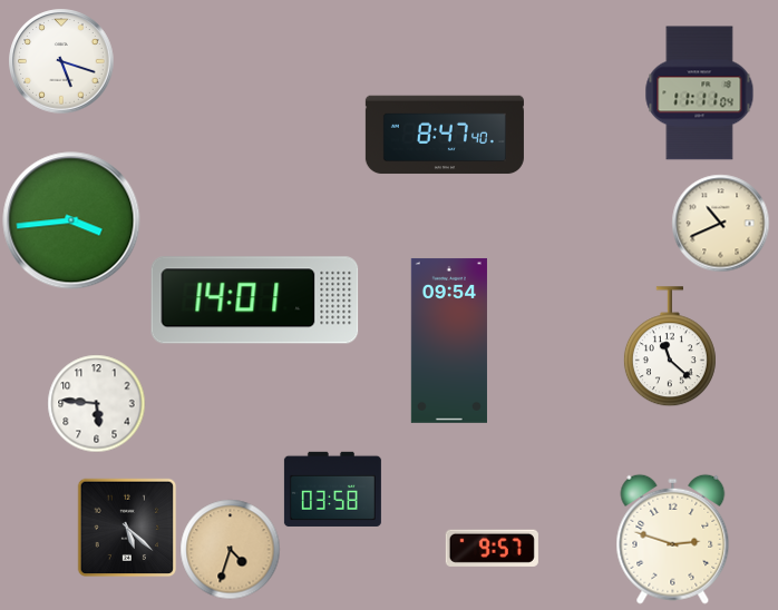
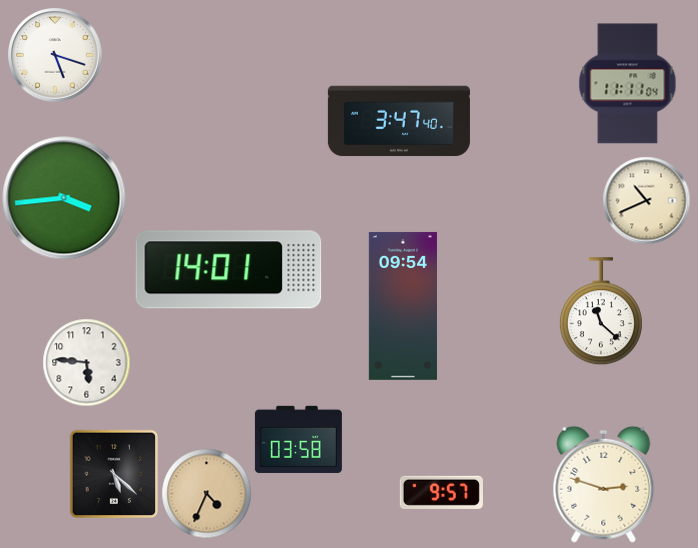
clock at (445, 135): 8:47 -> 3:47
clock at (230, 549): 4:33 -> 4:34
